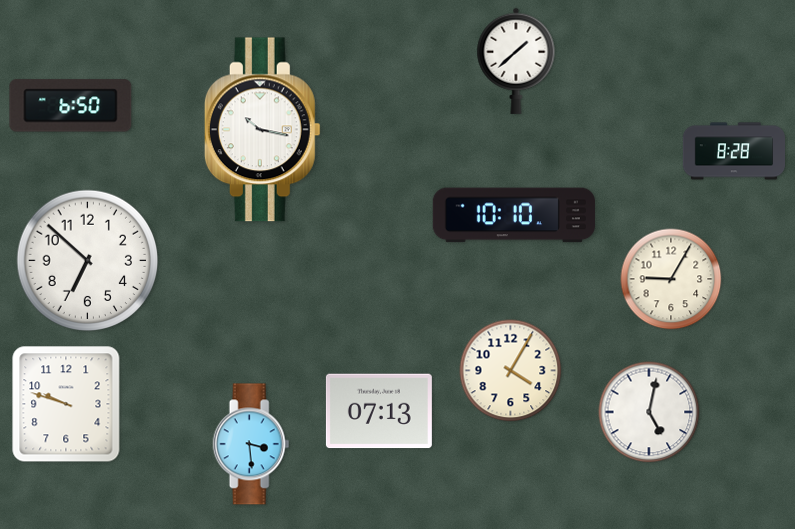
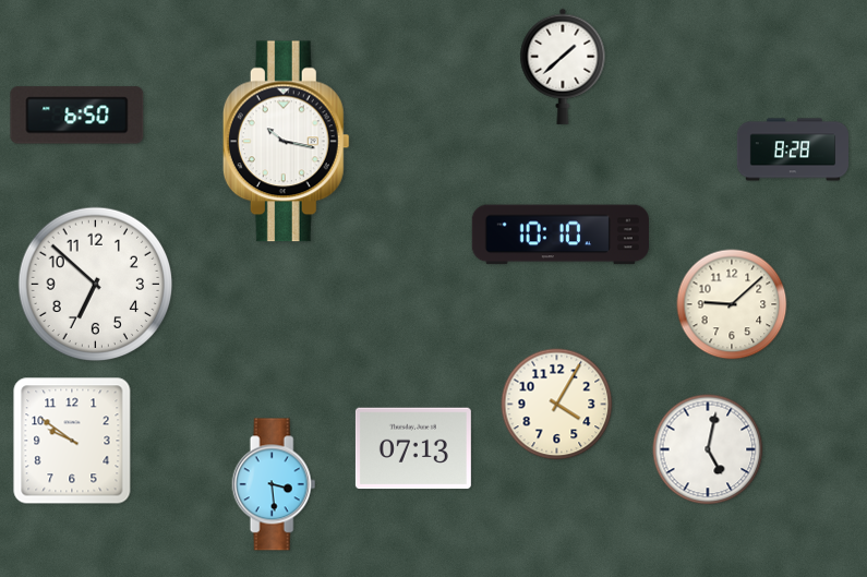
clock at (734, 151) position: (734, 151) -> (793, 149)
clock at (671, 279): 9:05 -> 9:08
clock at (66, 404): 9:48 -> 9:51
